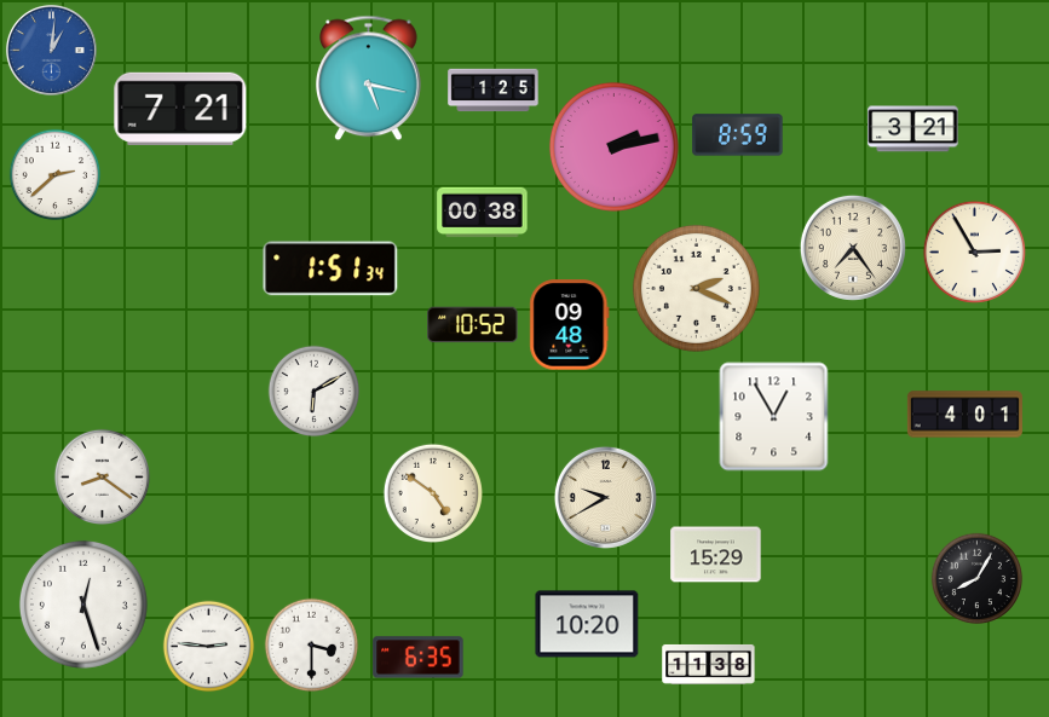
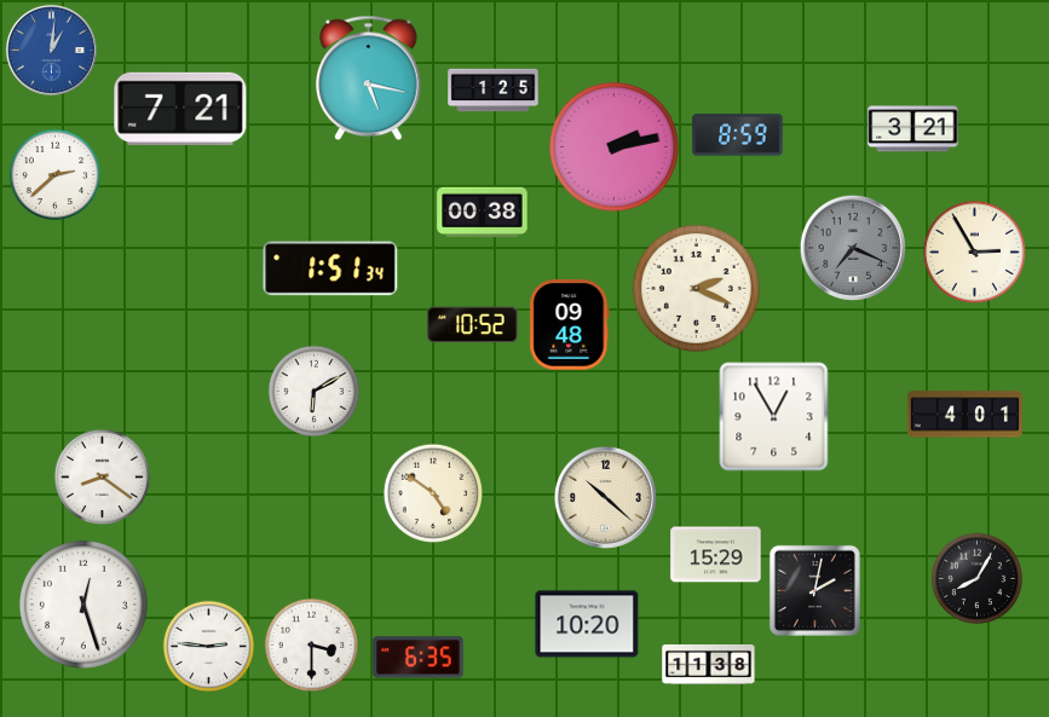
clock at (853, 248): 7:24 -> 7:19
clock at (853, 248) dial: cream -> grey
clock at (605, 497): 9:40 -> 10:22
clock at (814, 590): none -> 2:02
